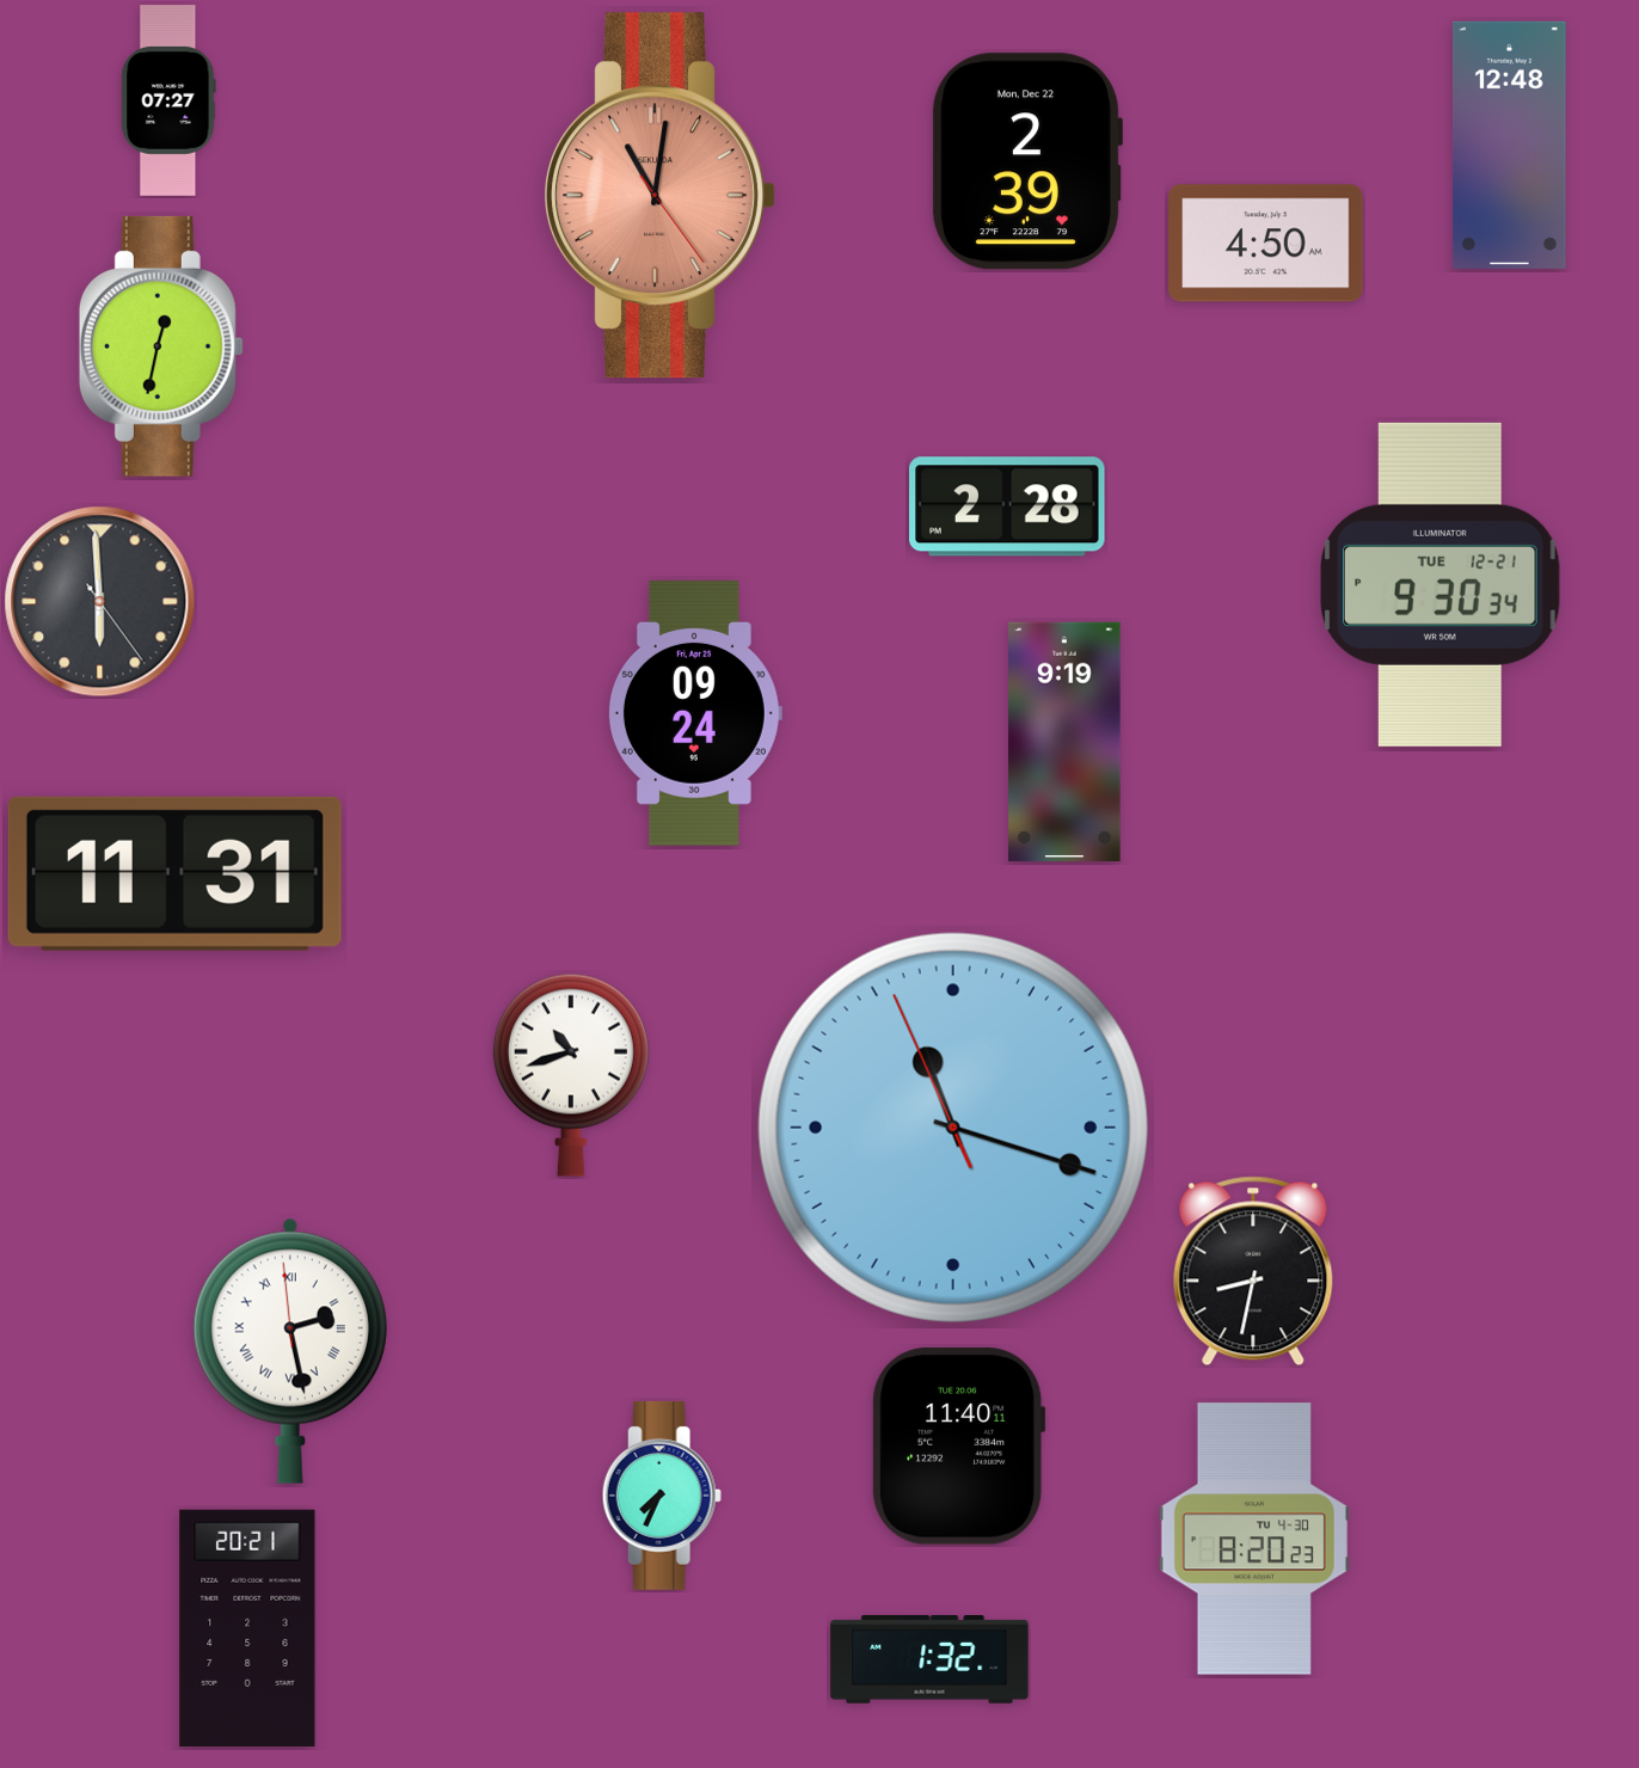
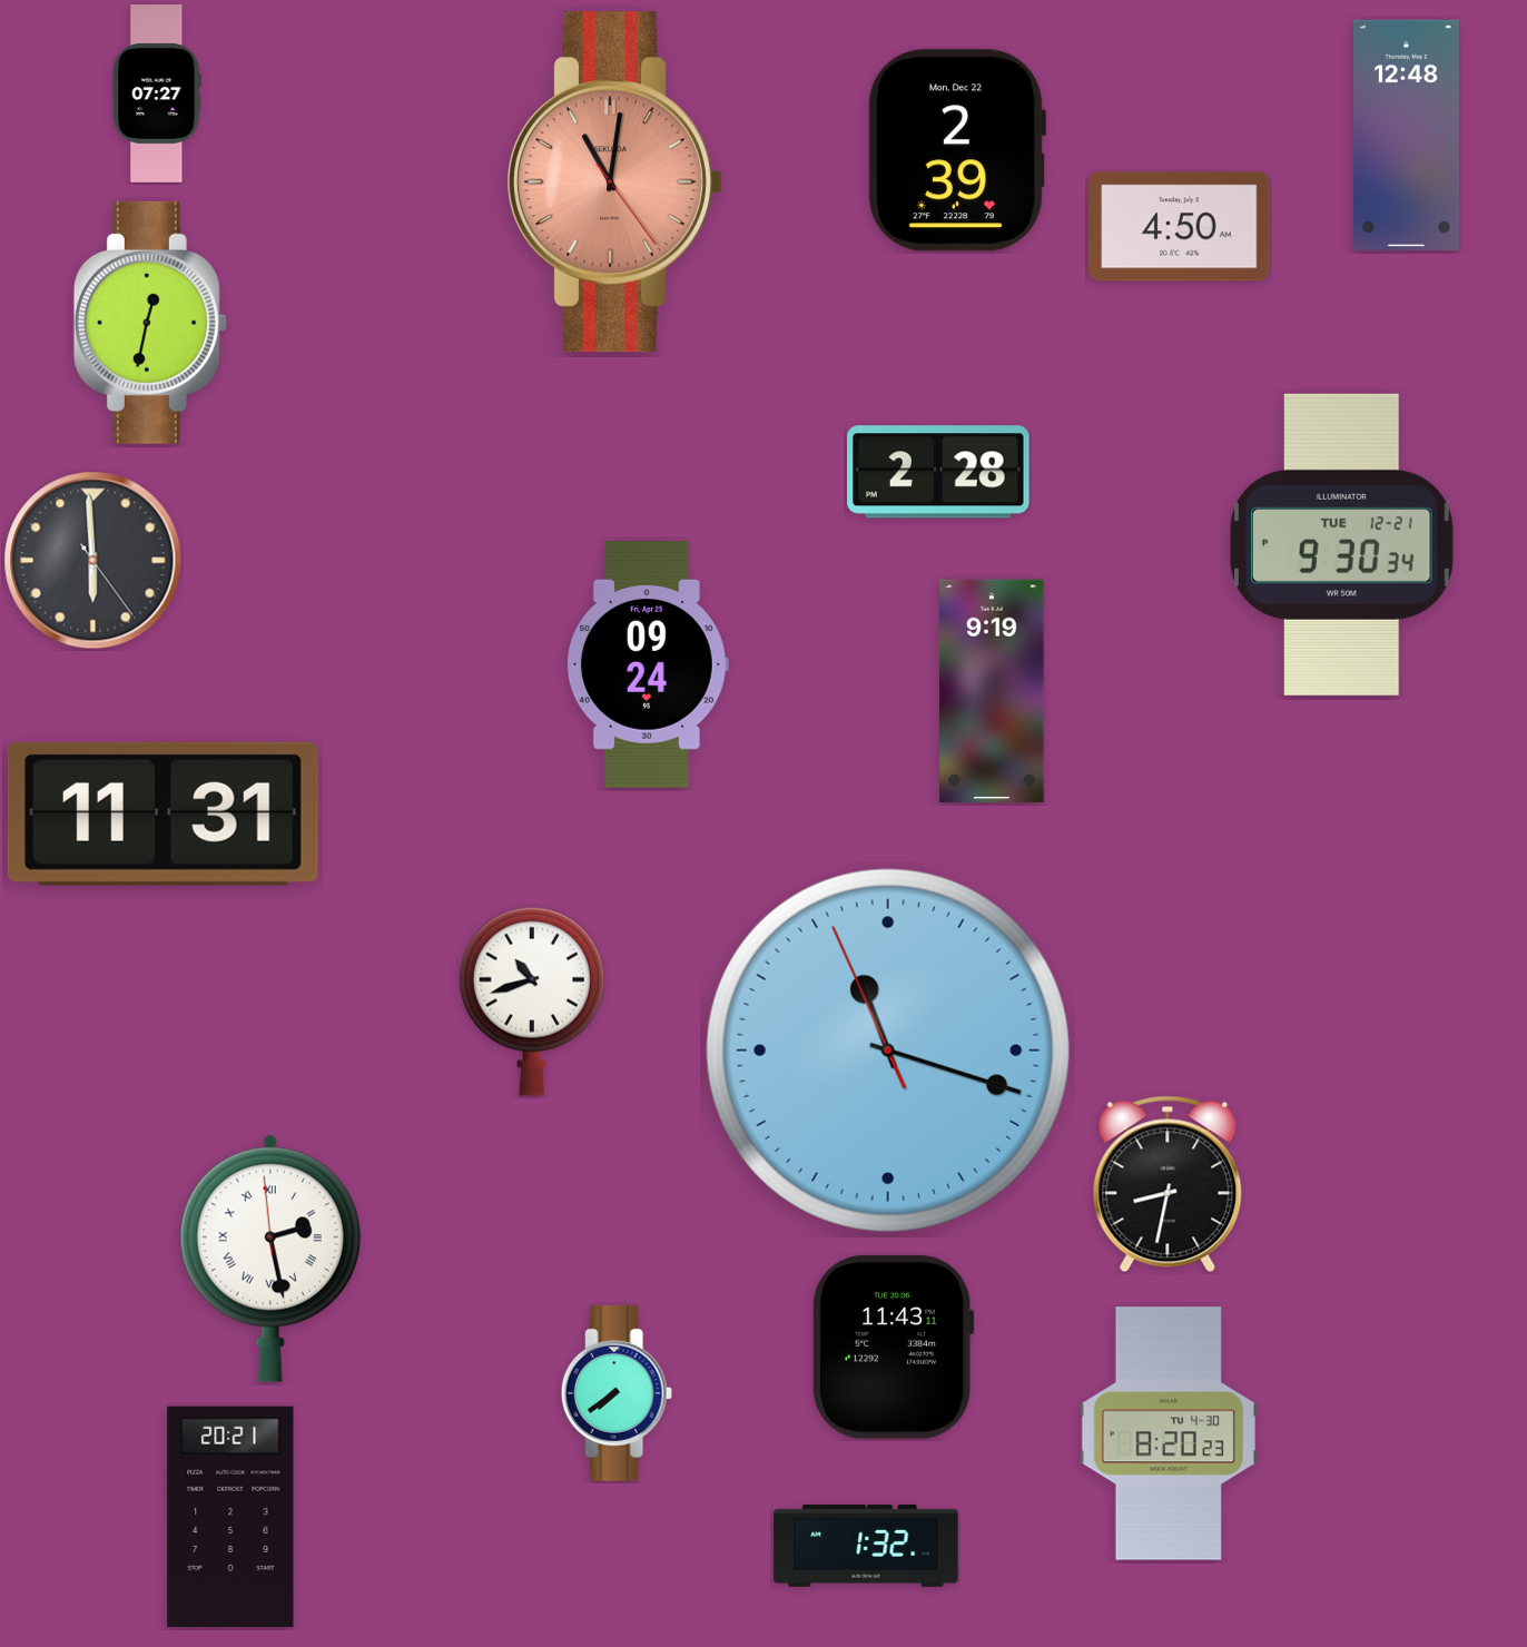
clock at (959, 1447): 11:40 -> 11:43
clock at (662, 1496): 7:34 -> 7:39
